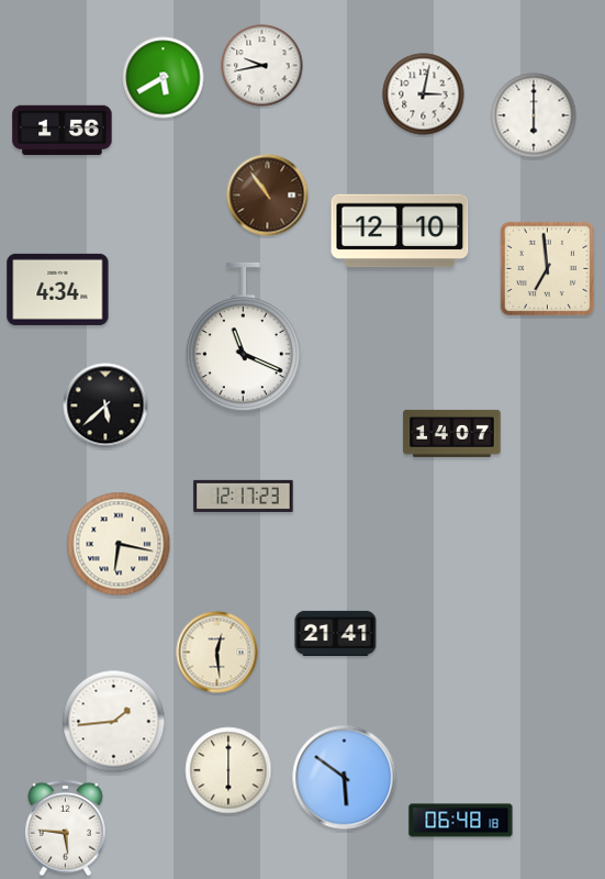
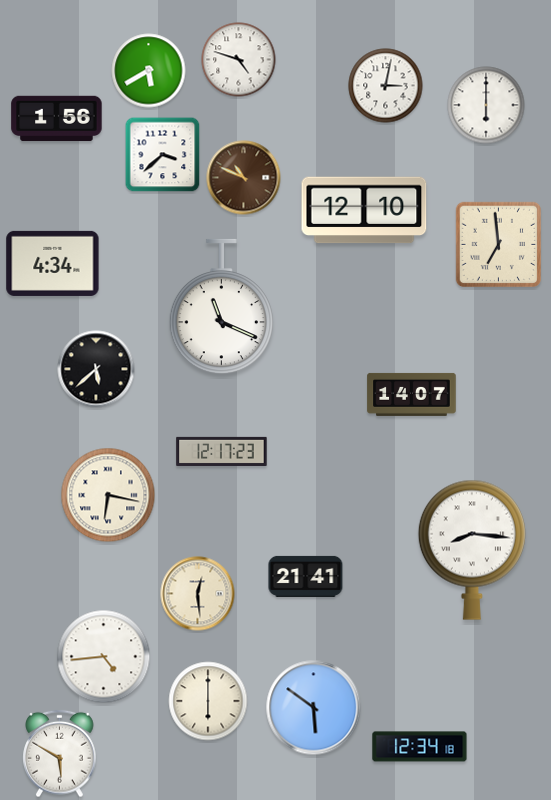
clock at (262, 66): 9:43 -> 4:48
clock at (163, 155): none -> 3:38
clock at (268, 196): 10:54 -> 10:49
clock at (472, 550): none -> 8:16
clock at (114, 722): 1:44 -> 4:44
clock at (461, 821): 06:48 -> 12:34
clock at (66, 828): 5:46 -> 5:50
